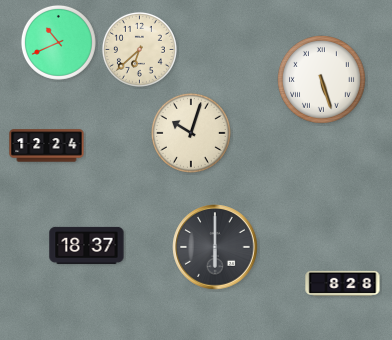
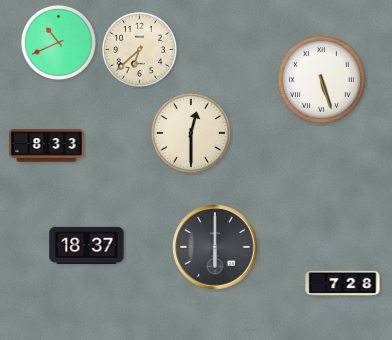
clock at (191, 133): 10:03 -> 12:30
clock at (47, 146): 12:24 -> 8:33
clock at (343, 284): 8:28 -> 7:28
